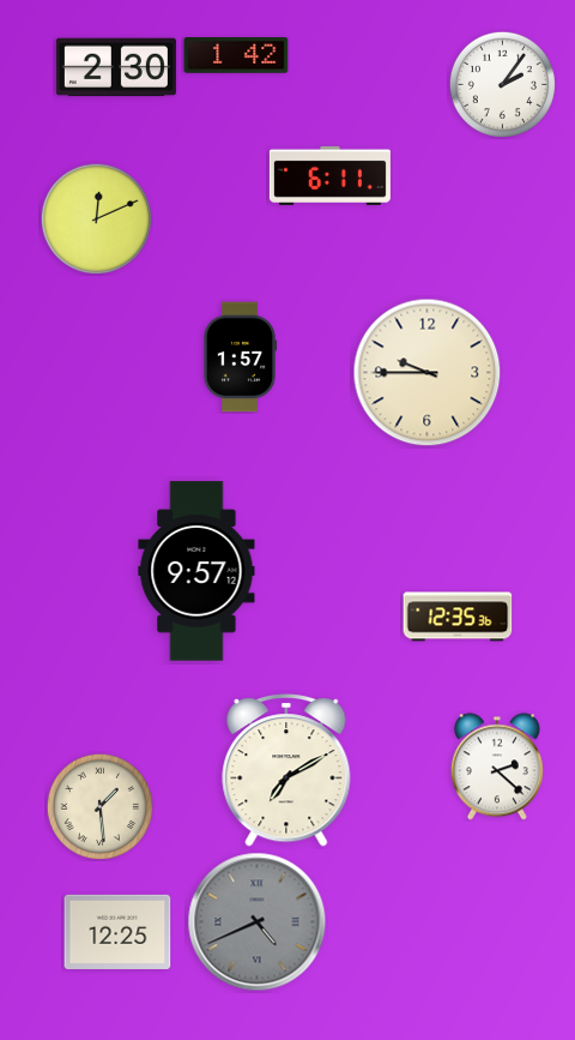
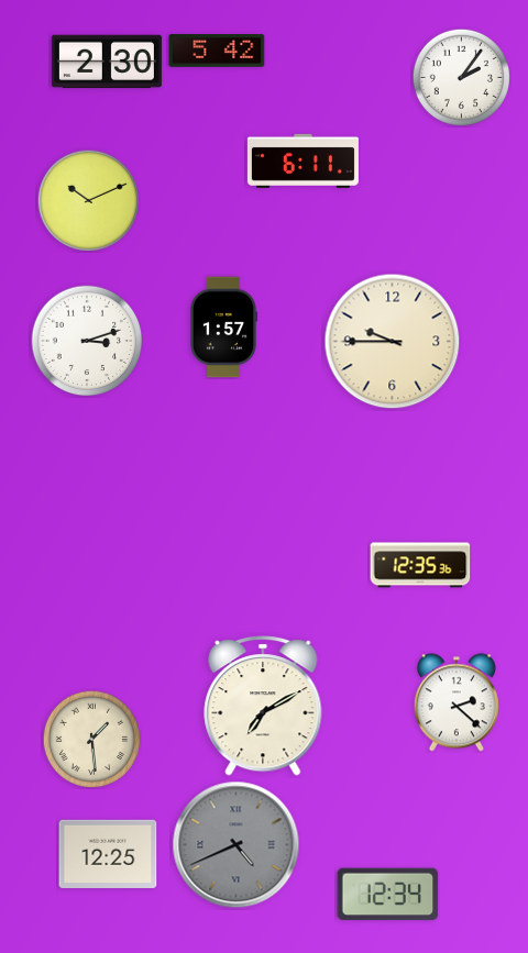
clock at (236, 56): 1:42 -> 5:42
clock at (96, 218): 12:11 -> 10:11
clock at (238, 357) position: (238, 357) -> (222, 328)
clock at (87, 341): none -> 3:12
clock at (196, 571): 9:57 -> none
clock at (388, 895): none -> 12:34
